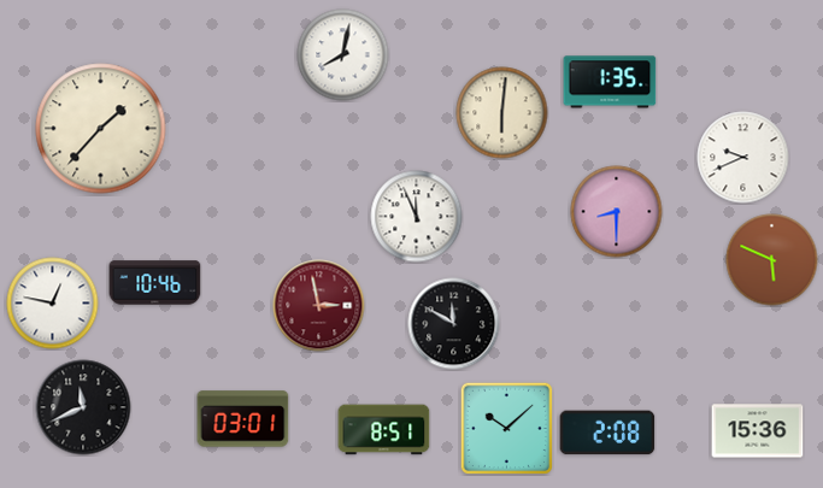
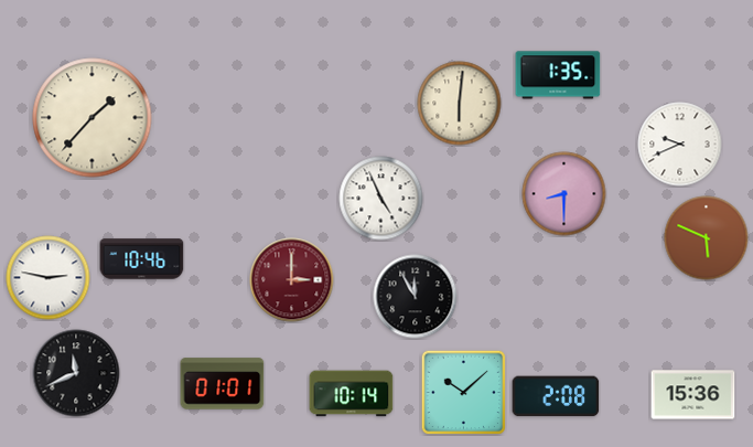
clock at (343, 55): 8:02 -> none
clock at (417, 217): 11:56 -> 4:56
clock at (53, 304): 12:47 -> 2:47
clock at (319, 306): 2:58 -> 3:00
clock at (454, 324): 11:50 -> 11:55
clock at (243, 419): 03:01 -> 01:01
clock at (384, 430): 8:51 -> 10:14
